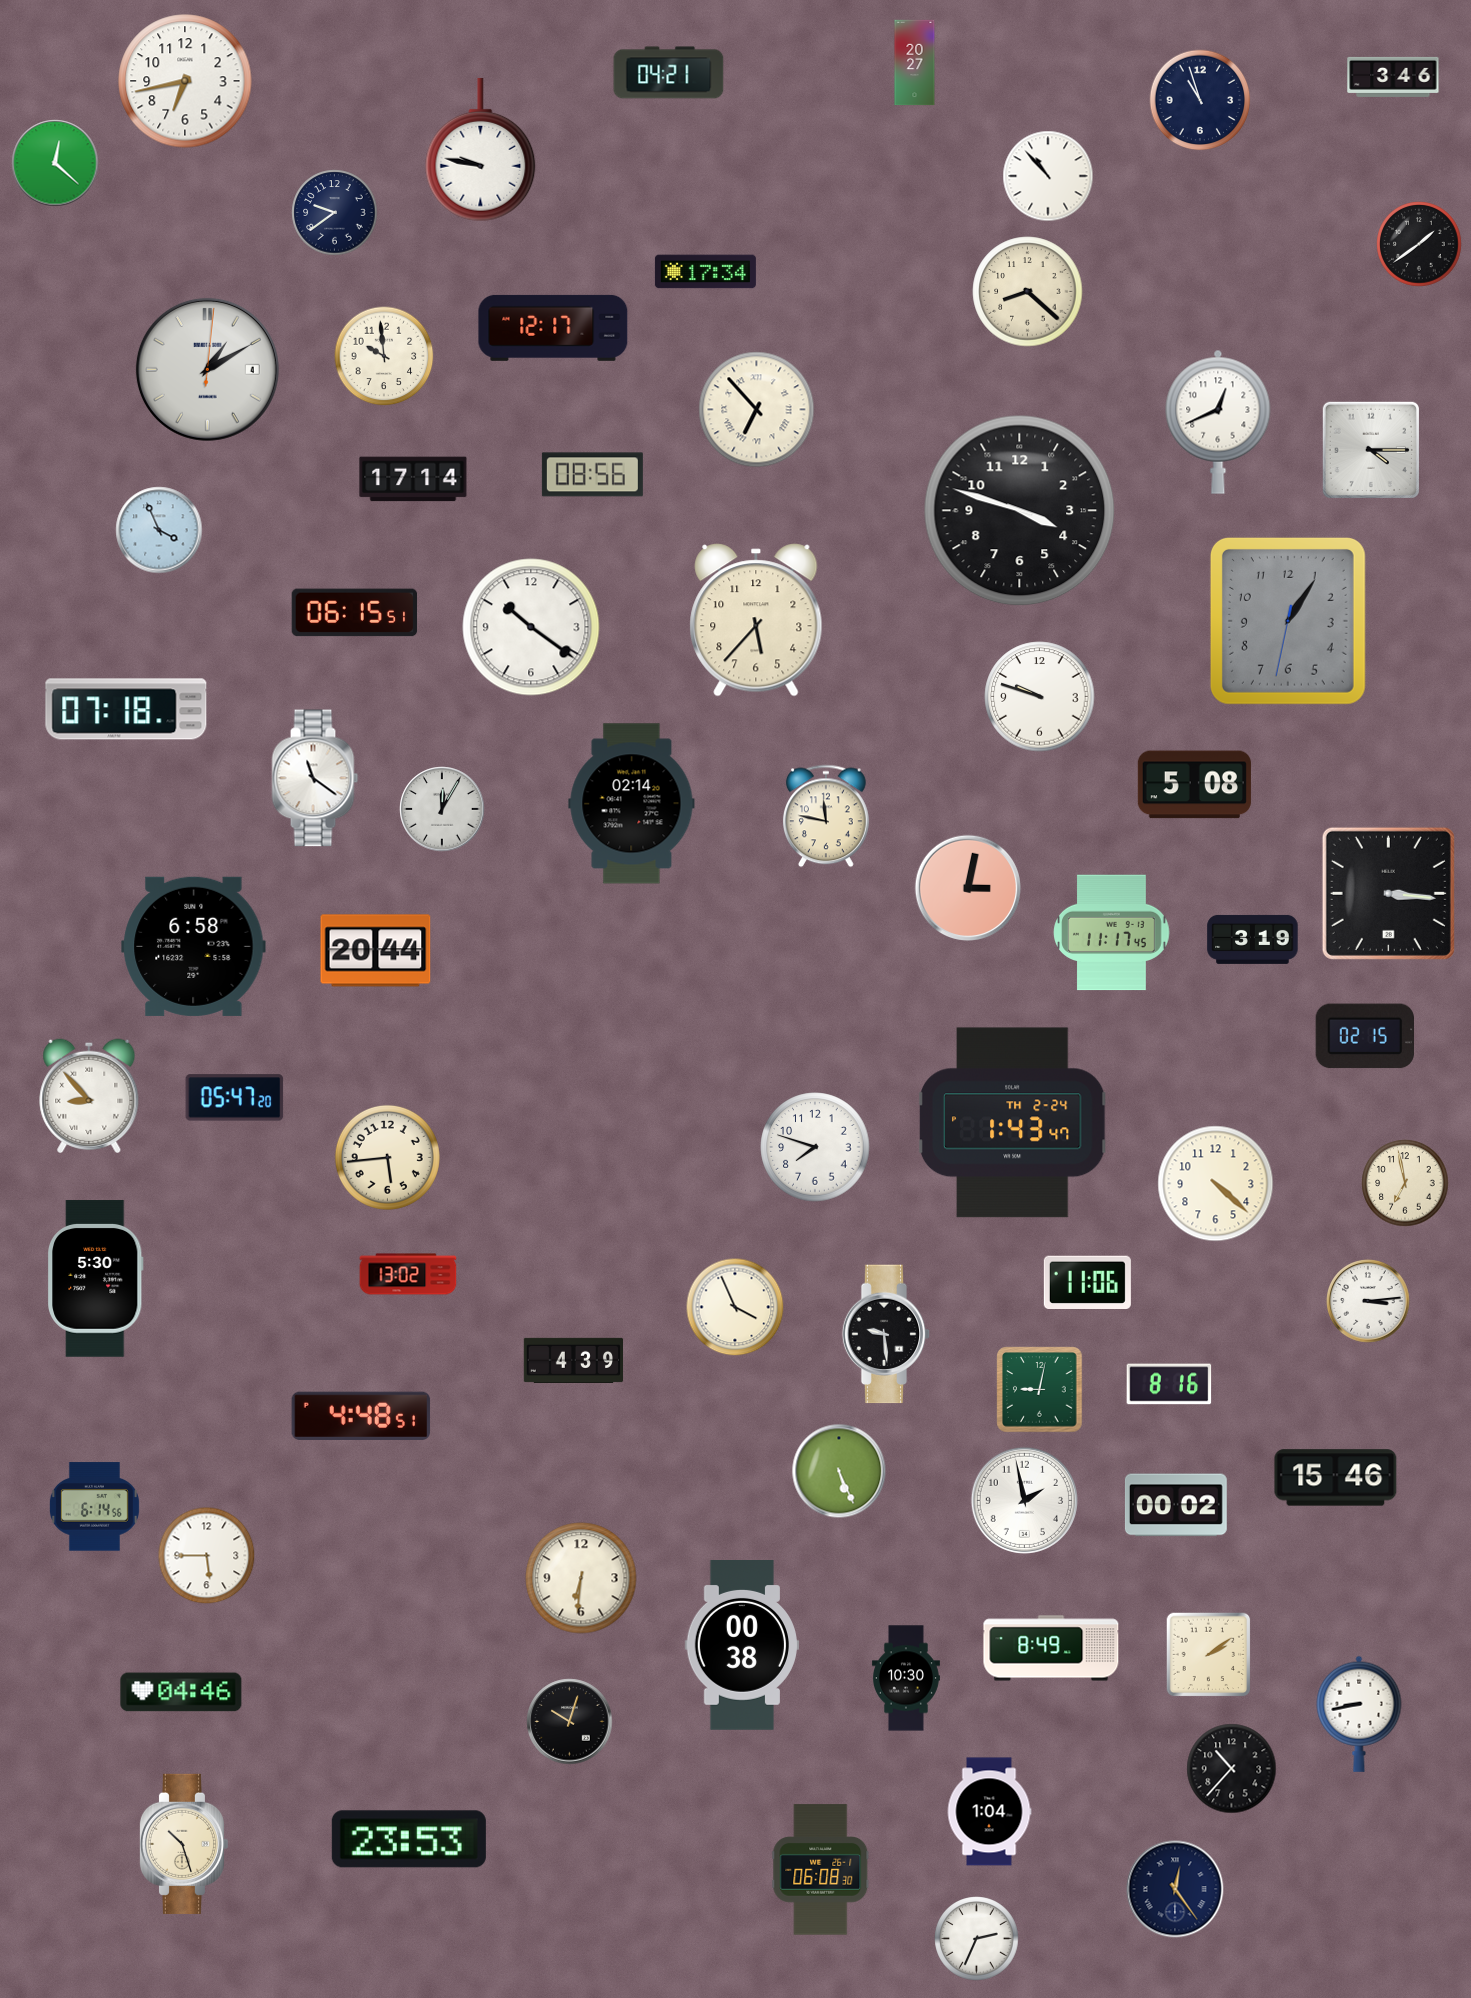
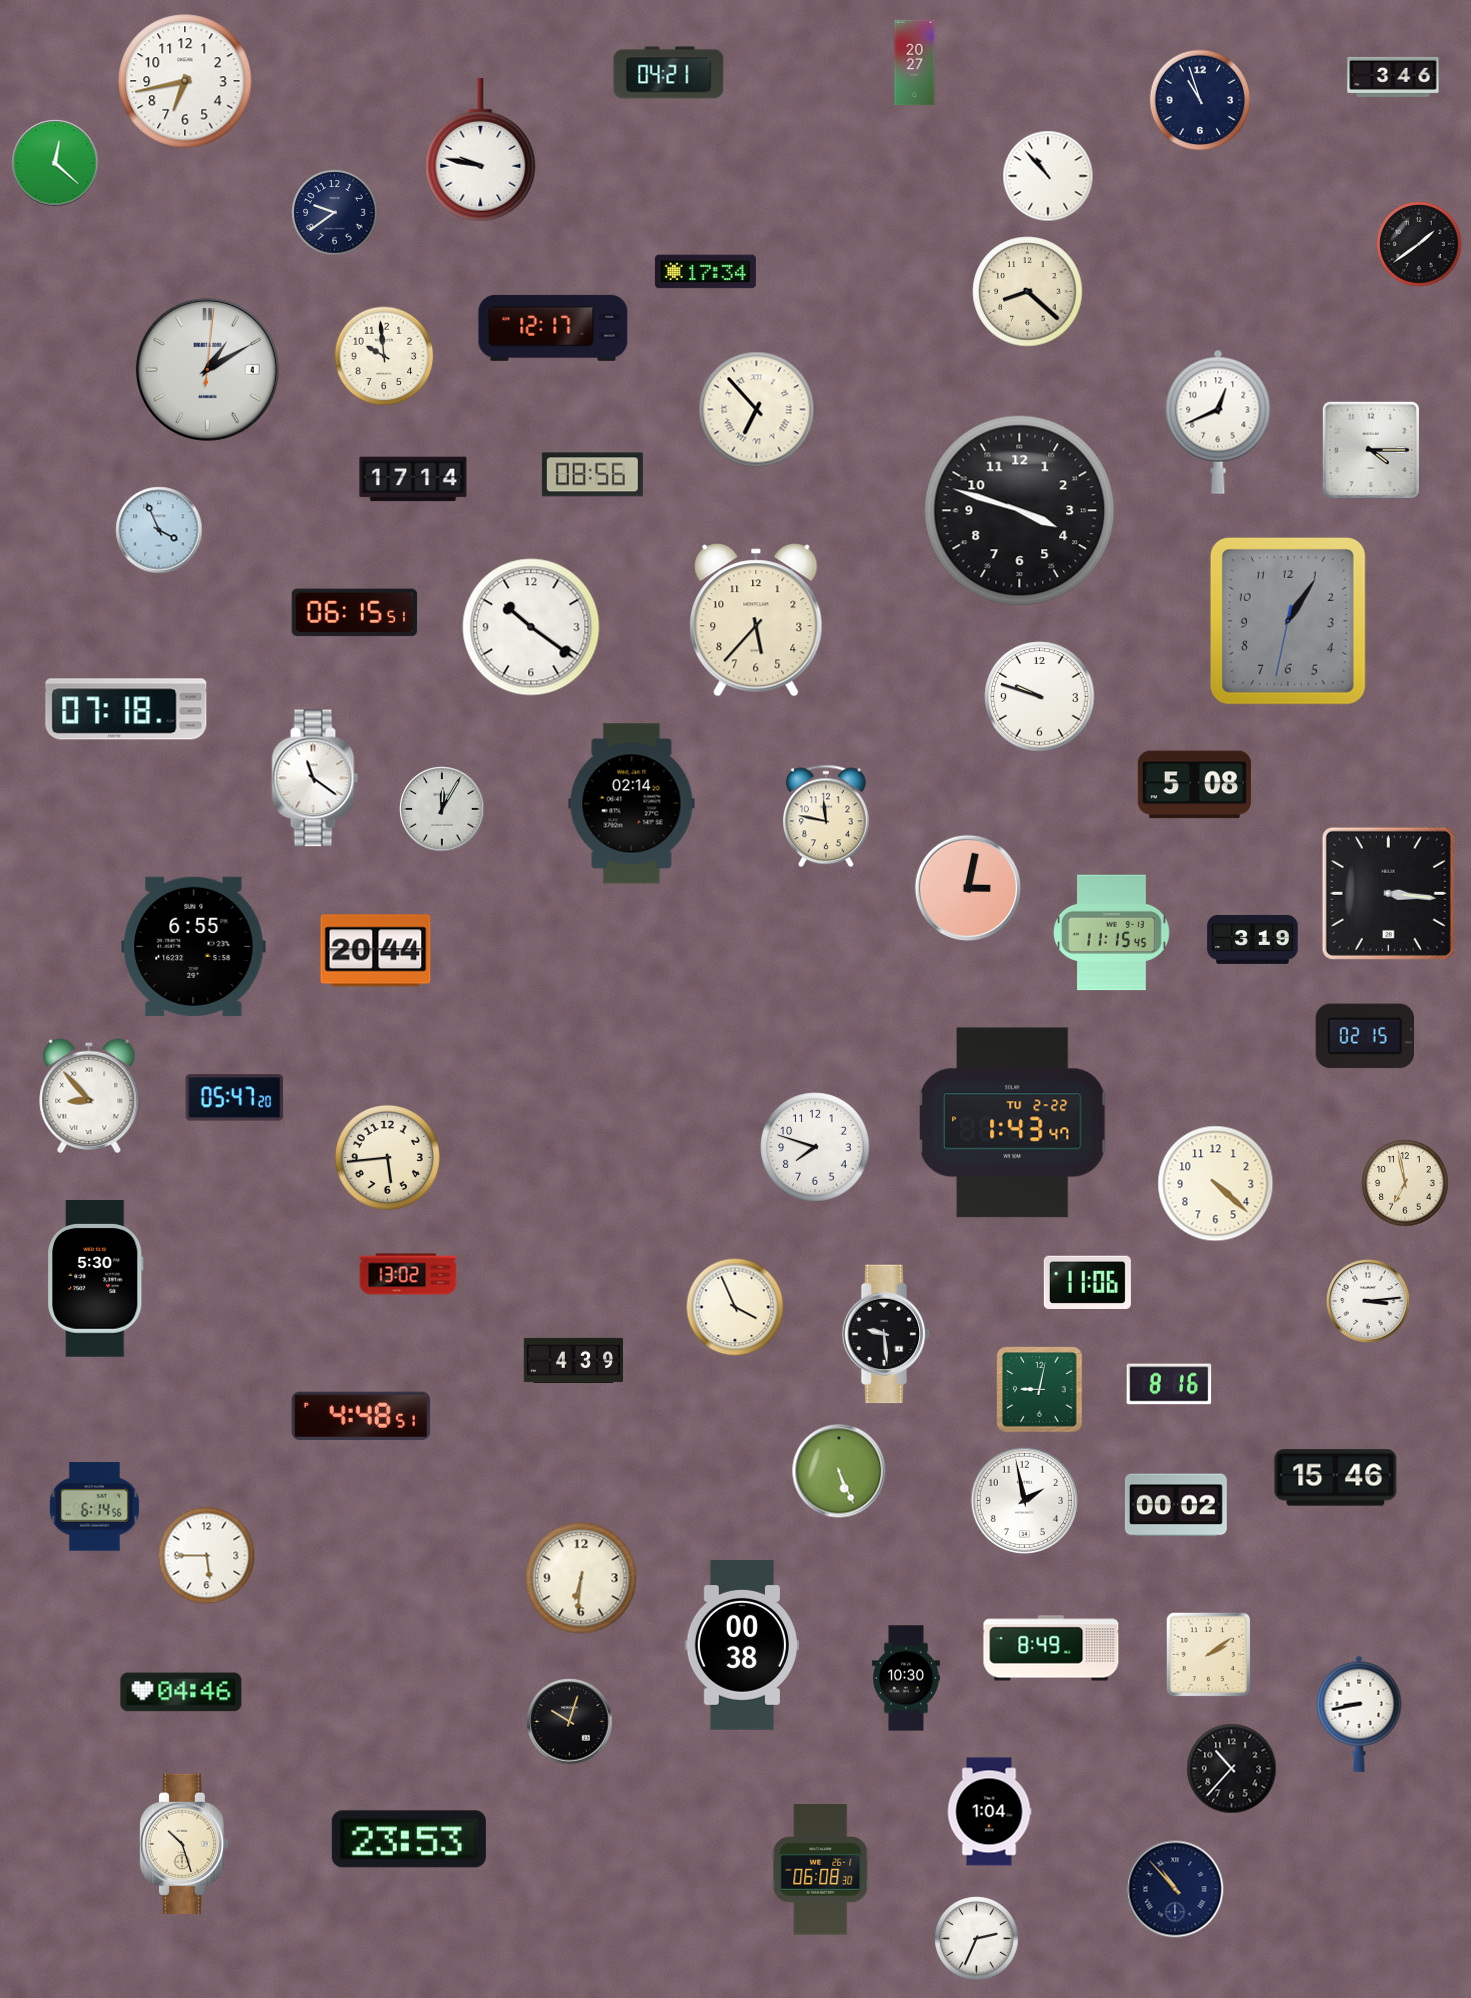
clock at (1112, 933): 11:17 -> 11:15
clock at (194, 946): 6:58 -> 6:55
clock at (1012, 1123) date: TH 2-24 -> TU 2-22
clock at (1175, 1889): 12:24 -> 10:53
